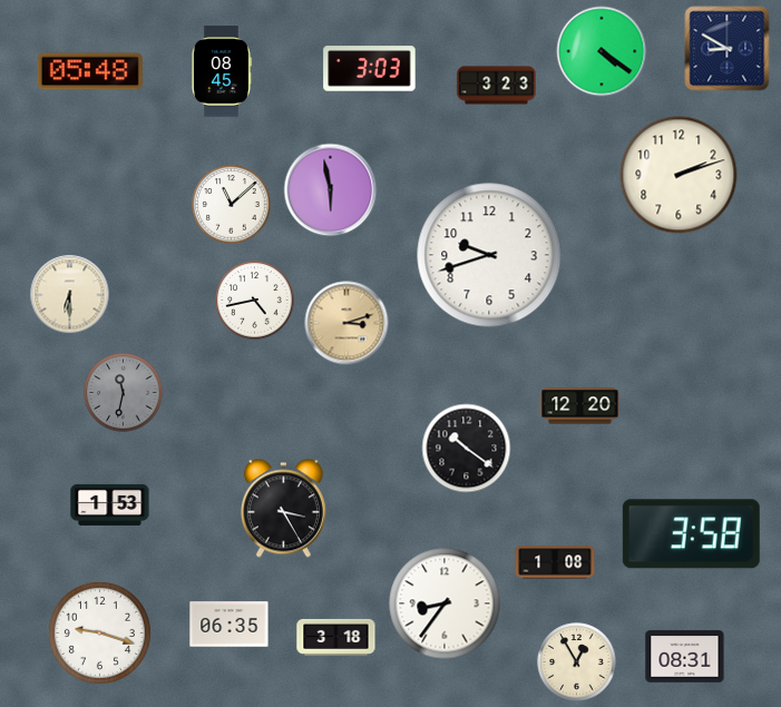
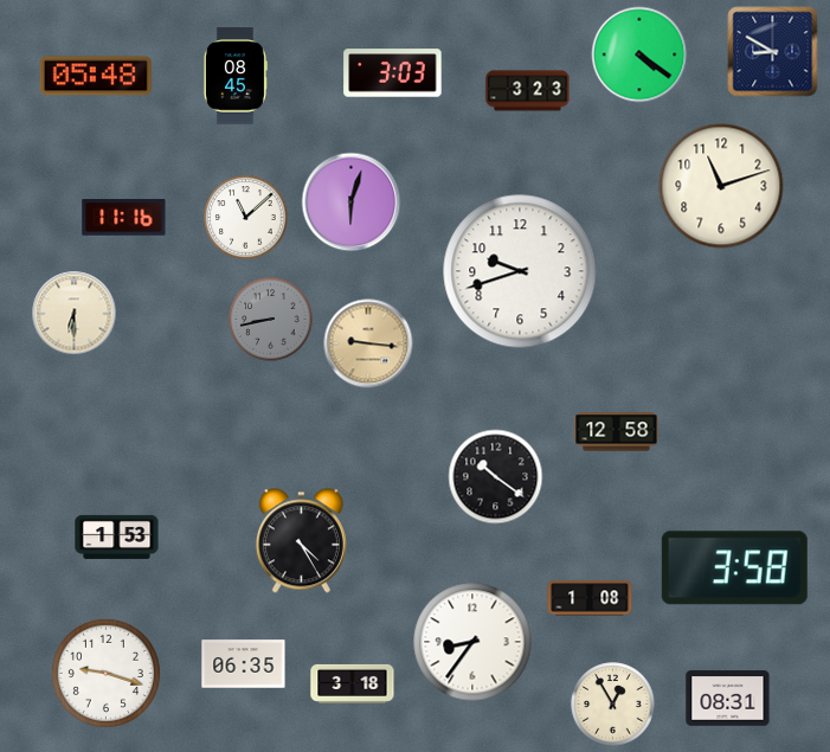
clock at (679, 175): 2:12 -> 11:12
clock at (331, 190): 5:58 -> 6:03
clock at (124, 218): none -> 11:16
clock at (255, 301): 4:43 -> 8:43
clock at (255, 301) dial: white -> grey
clock at (346, 323): 3:12 -> 9:16
clock at (124, 393): 11:32 -> none
clock at (580, 406): 12:20 -> 12:58
clock at (283, 509): 3:25 -> 4:25
clock at (336, 637) position: (336, 637) -> (353, 683)
